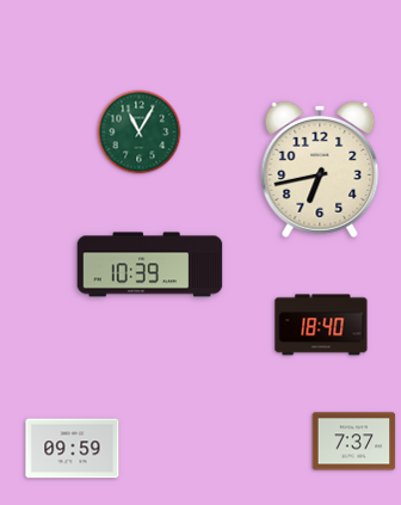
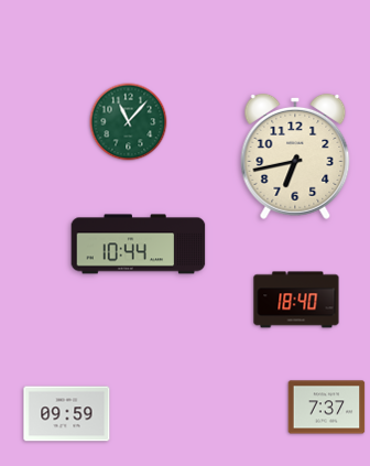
clock at (140, 133): 11:05 -> 11:07
clock at (150, 265): 10:39 -> 10:44
